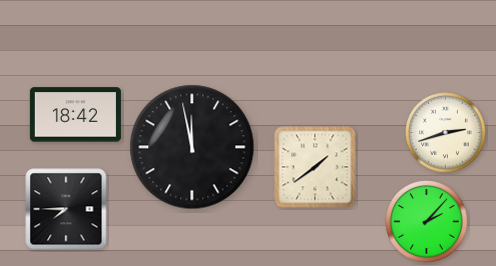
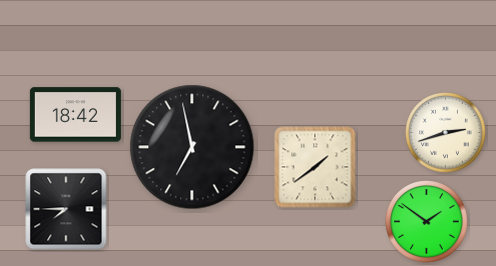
clock at (192, 147): 11:58 -> 6:58
clock at (427, 222): 2:07 -> 1:51
